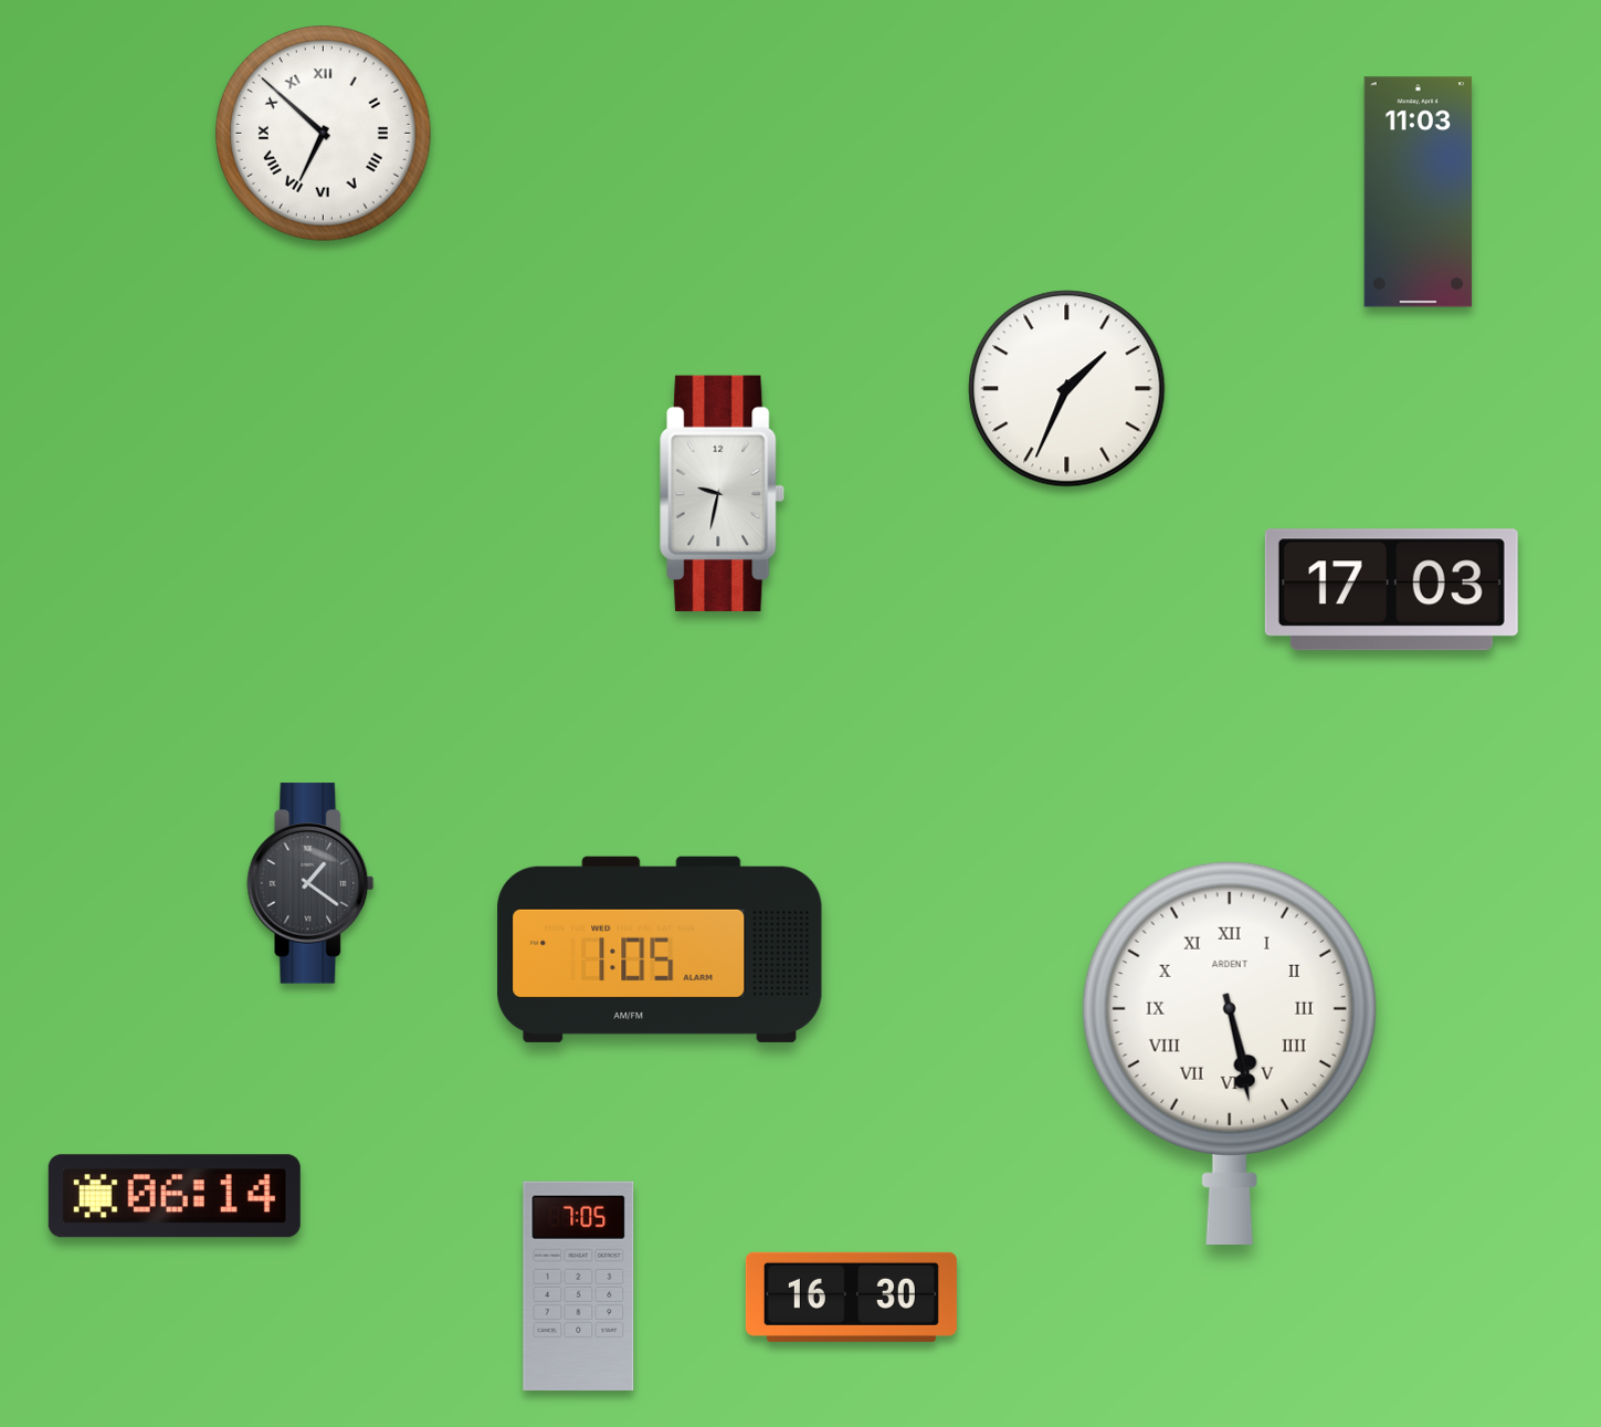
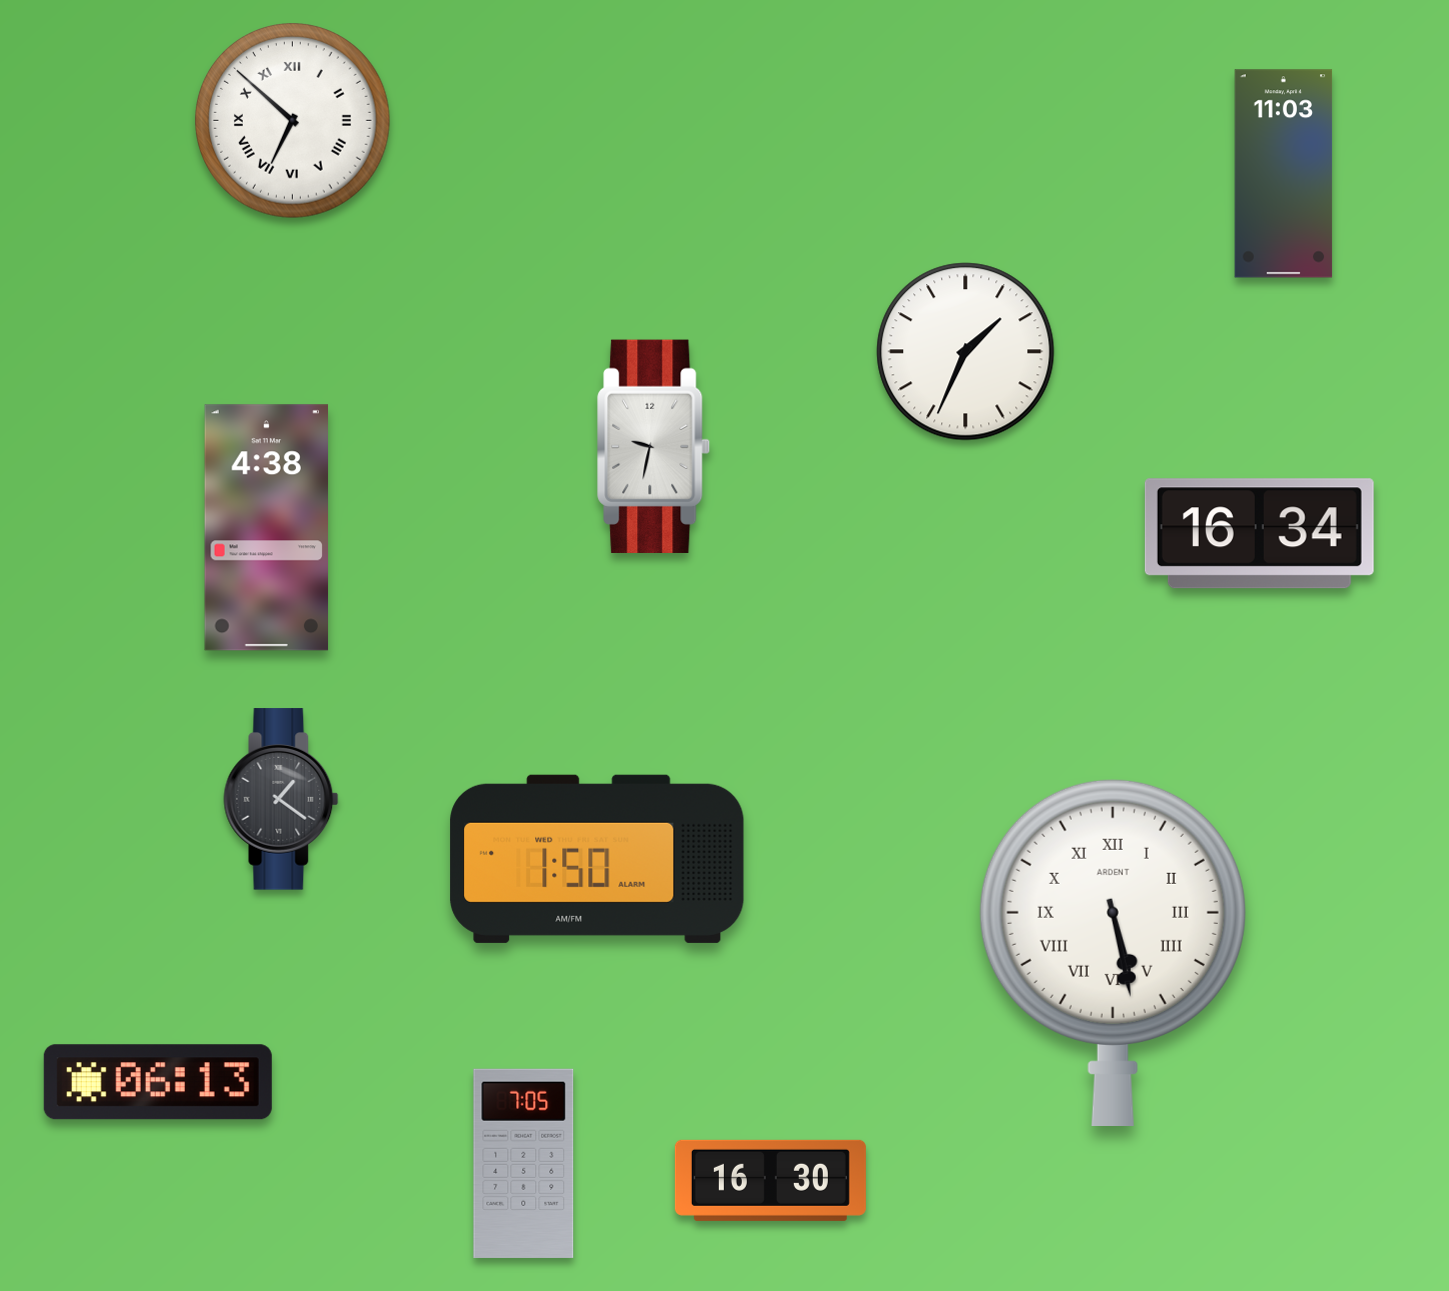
clock at (267, 528): none -> 4:38
clock at (1391, 590): 17:03 -> 16:34
clock at (660, 949): 1:05 -> 1:50
clock at (175, 1196): 06:14 -> 06:13
clock at (851, 1297) position: (851, 1297) -> (770, 1180)
